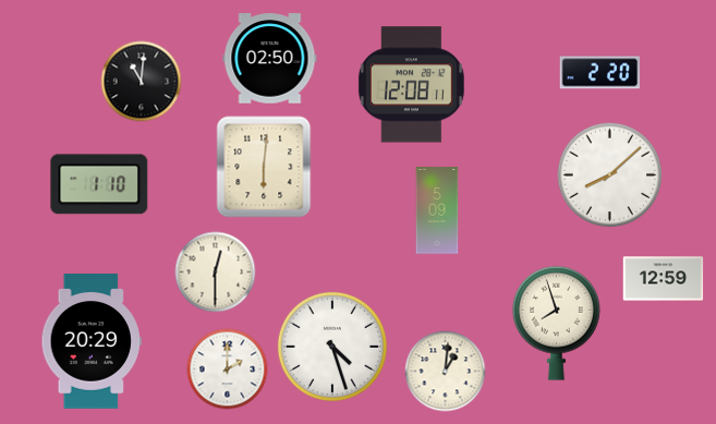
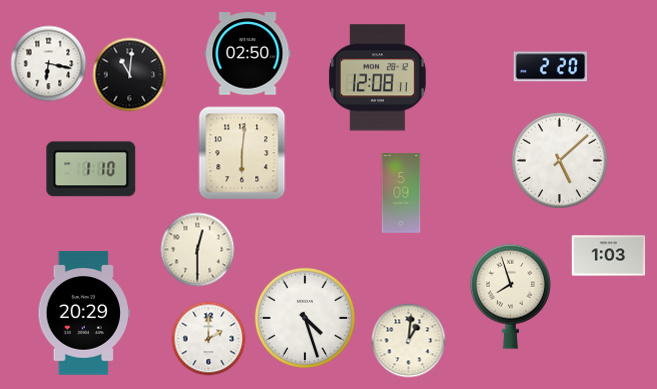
clock at (49, 64): none -> 6:17
clock at (609, 174): 8:08 -> 5:08
clock at (664, 279): 12:59 -> 1:03
